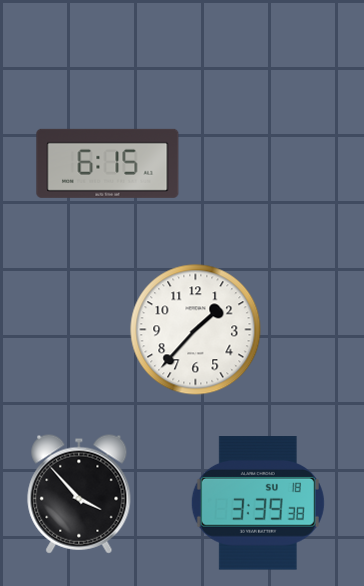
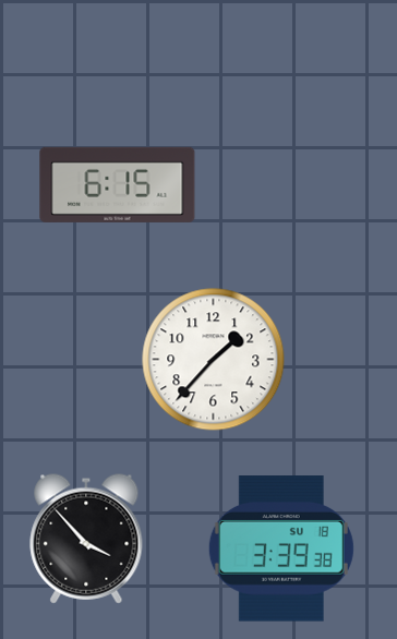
clock at (108, 163) position: (108, 163) -> (118, 184)
